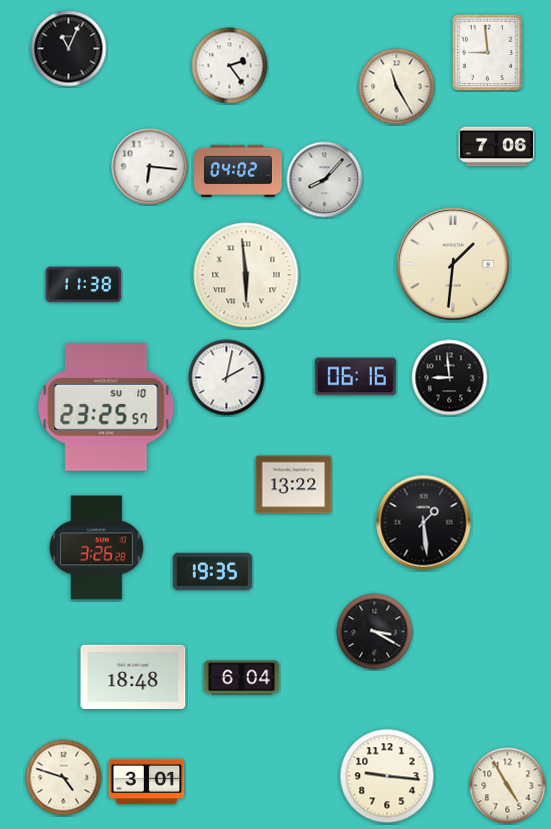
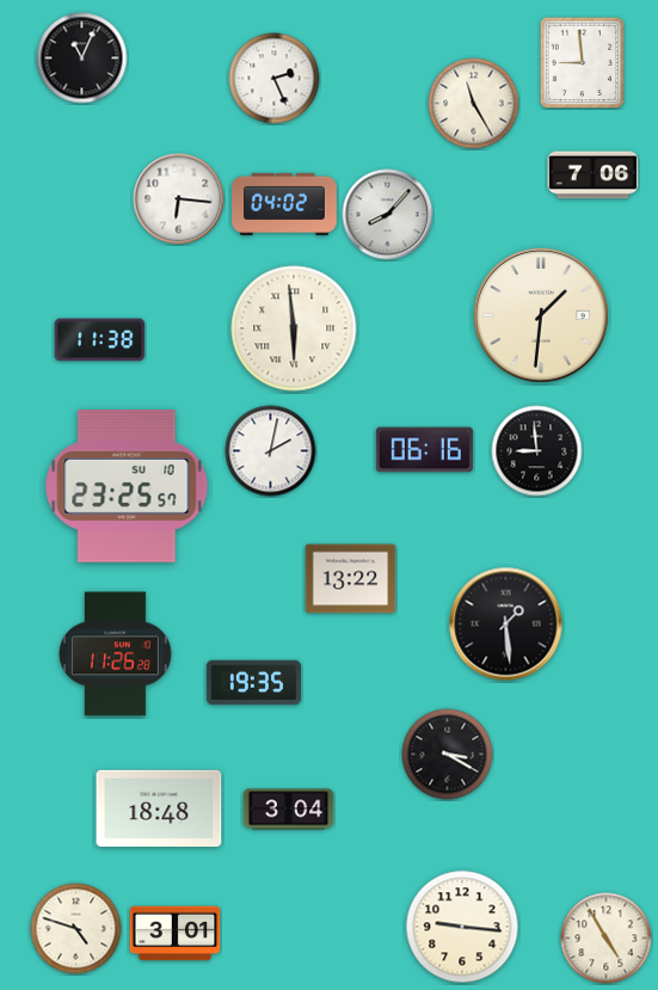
clock at (230, 66): 2:24 -> 2:26
clock at (97, 548): 3:26 -> 11:26
clock at (242, 678): 6:04 -> 3:04
